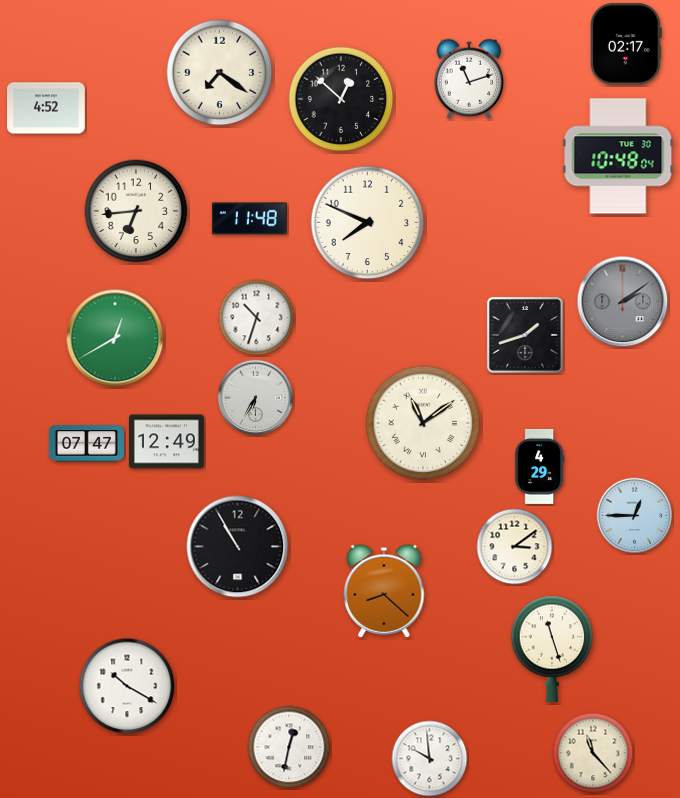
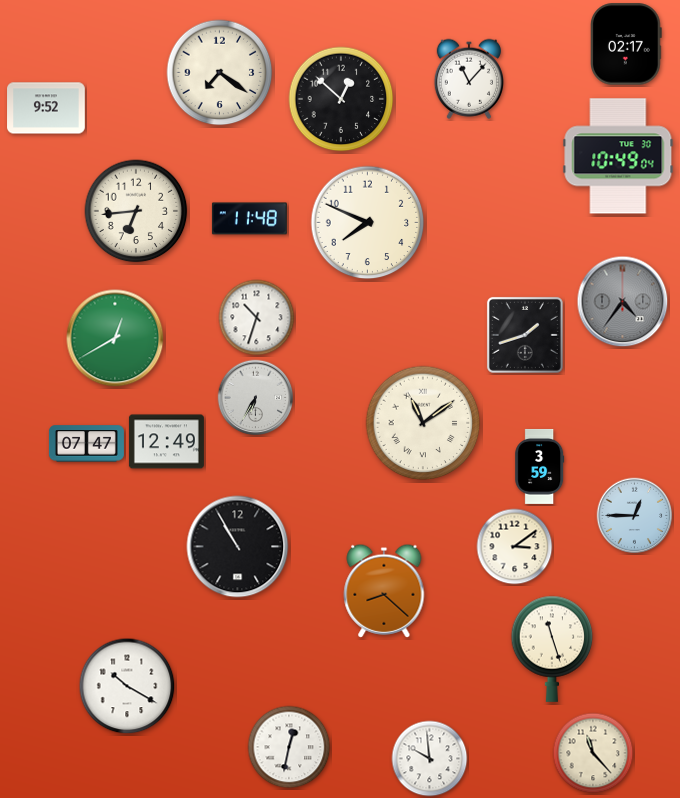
clock at (468, 79): 11:12 -> 11:07
clock at (46, 108): 4:52 -> 9:52
clock at (618, 156): 10:48 -> 10:49
clock at (623, 302): 2:09 -> 4:36
clock at (540, 466): 4:29 -> 3:59
